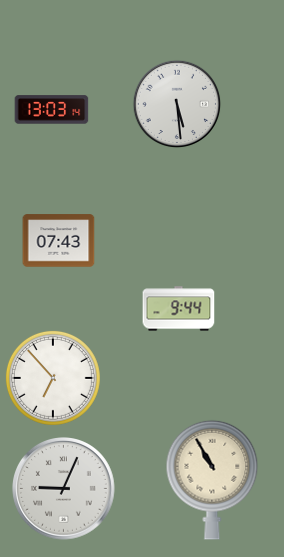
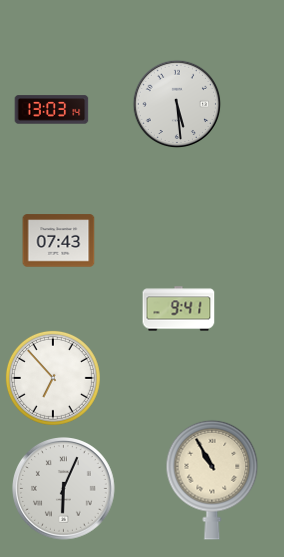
clock at (179, 309): 9:44 -> 9:41
clock at (64, 489): 9:04 -> 6:04
